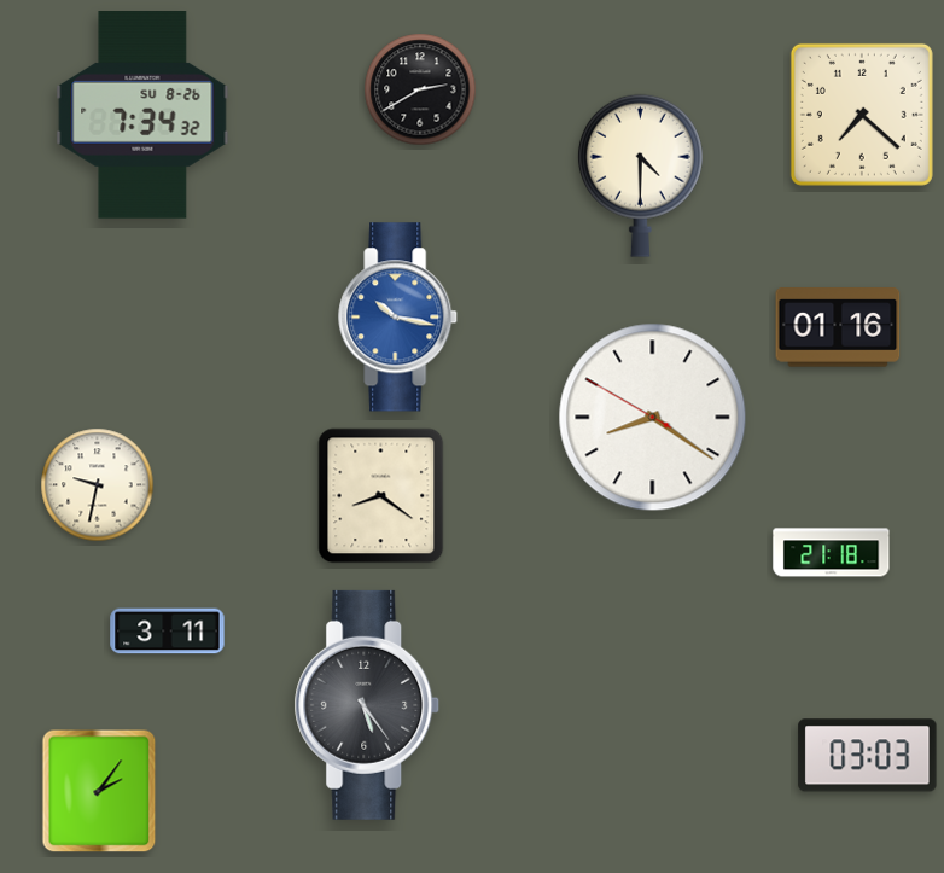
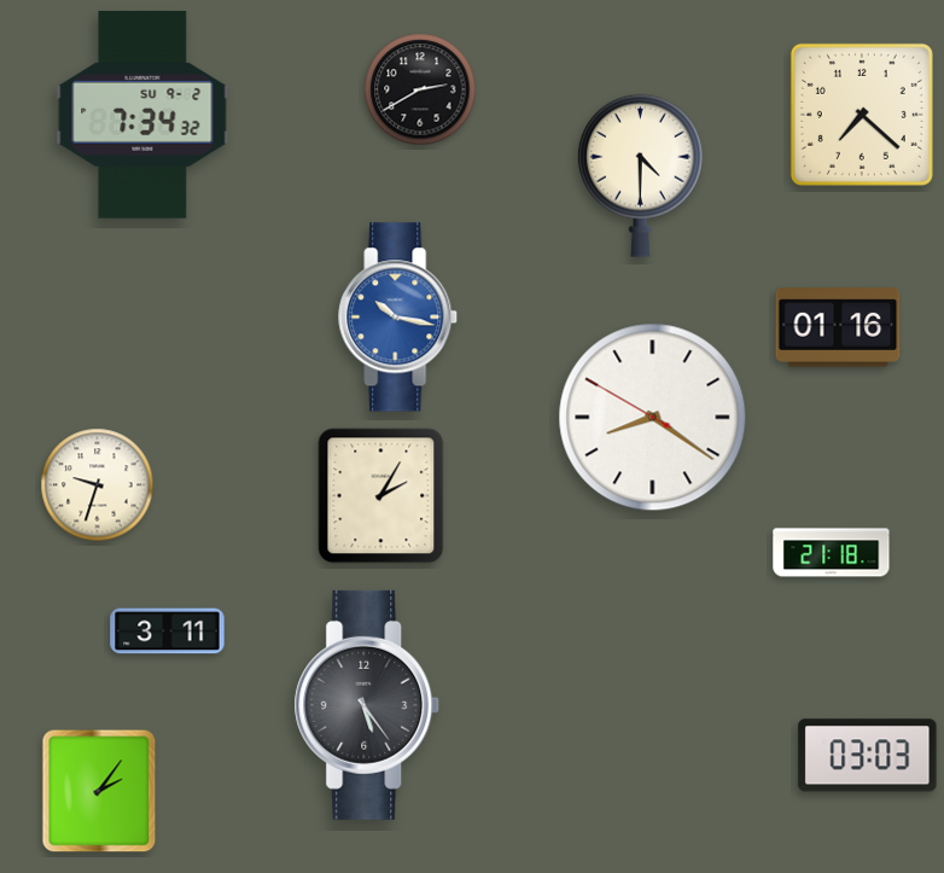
clock at (142, 116) date: SU 8-26 -> SU 9-2
clock at (98, 485): 9:32 -> 9:33
clock at (381, 496): 8:21 -> 2:05
